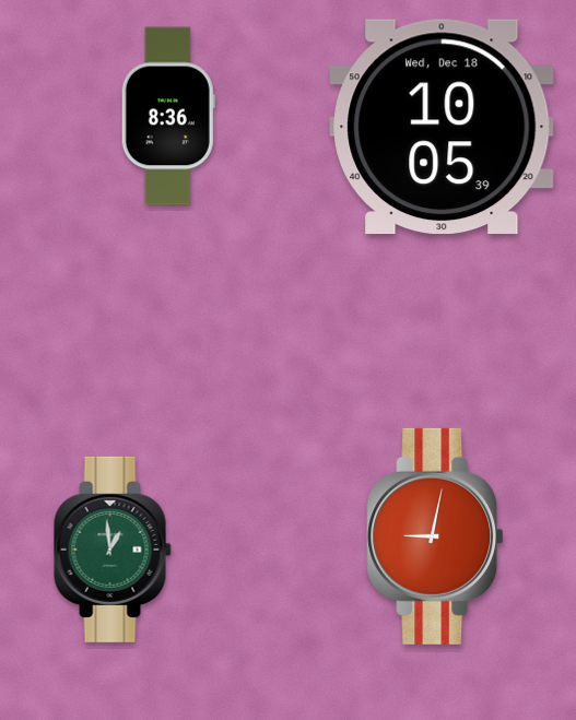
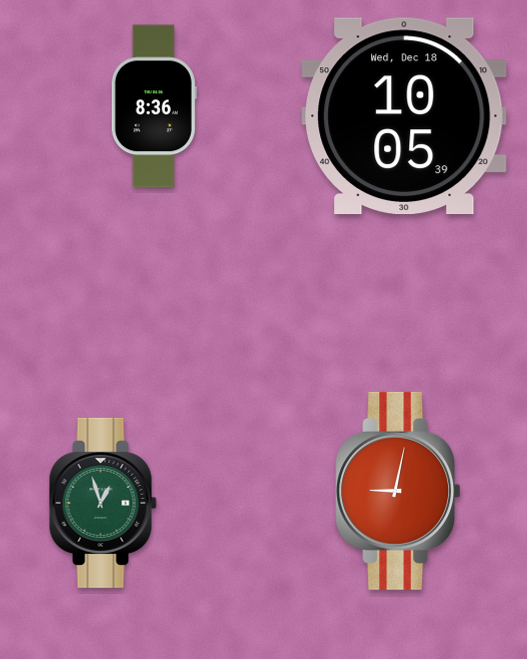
clock at (113, 550): 12:59 -> 12:57
